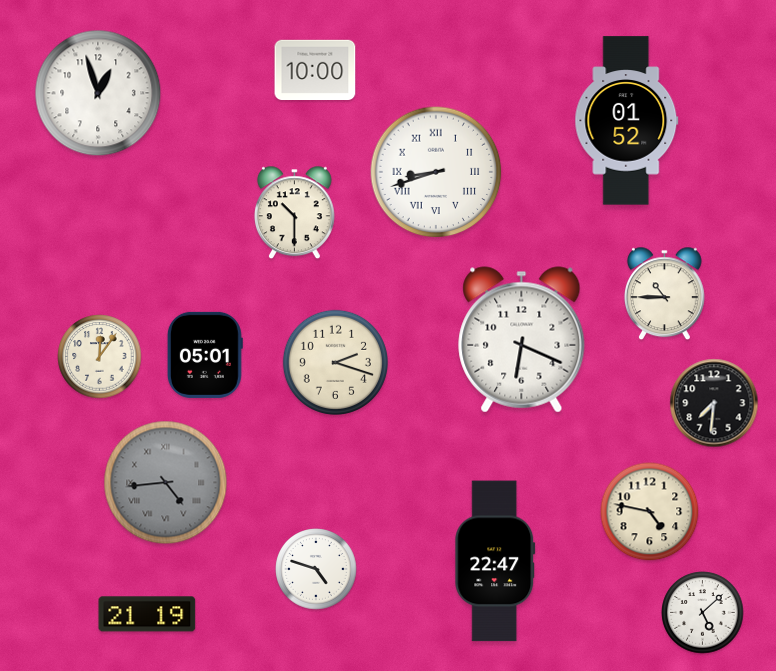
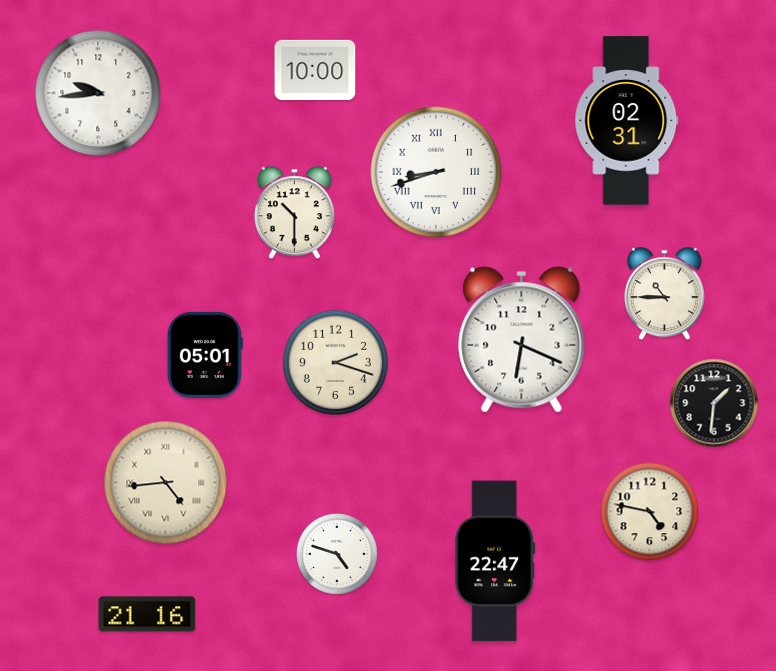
clock at (98, 93): 12:57 -> 9:44
clock at (627, 121): 01:52 -> 02:31
clock at (100, 357): 12:06 -> none
clock at (714, 403): 7:31 -> 1:31
clock at (166, 483) dial: grey -> cream
clock at (316, 569) position: (316, 569) -> (337, 554)
clock at (703, 613): 5:08 -> none
clock at (147, 614): 21:19 -> 21:16
